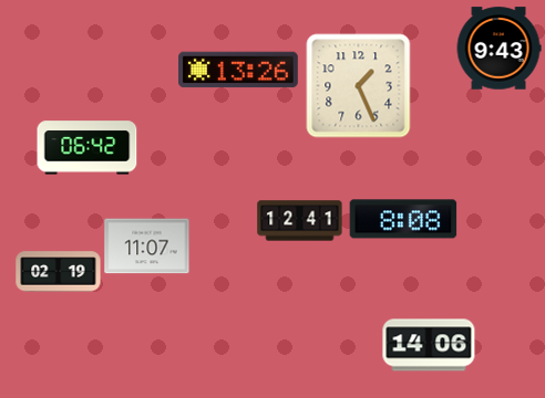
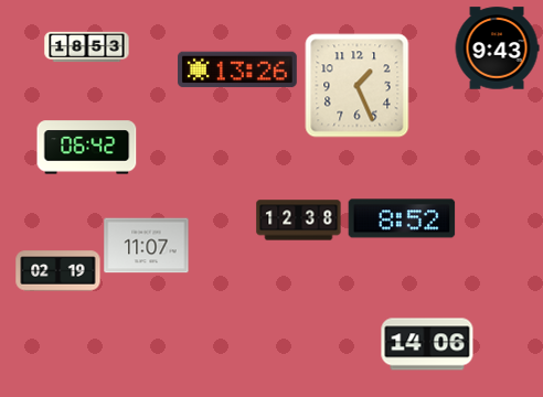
clock at (87, 47): none -> 18:53
clock at (403, 219): 8:08 -> 8:52
clock at (300, 221): 12:41 -> 12:38
